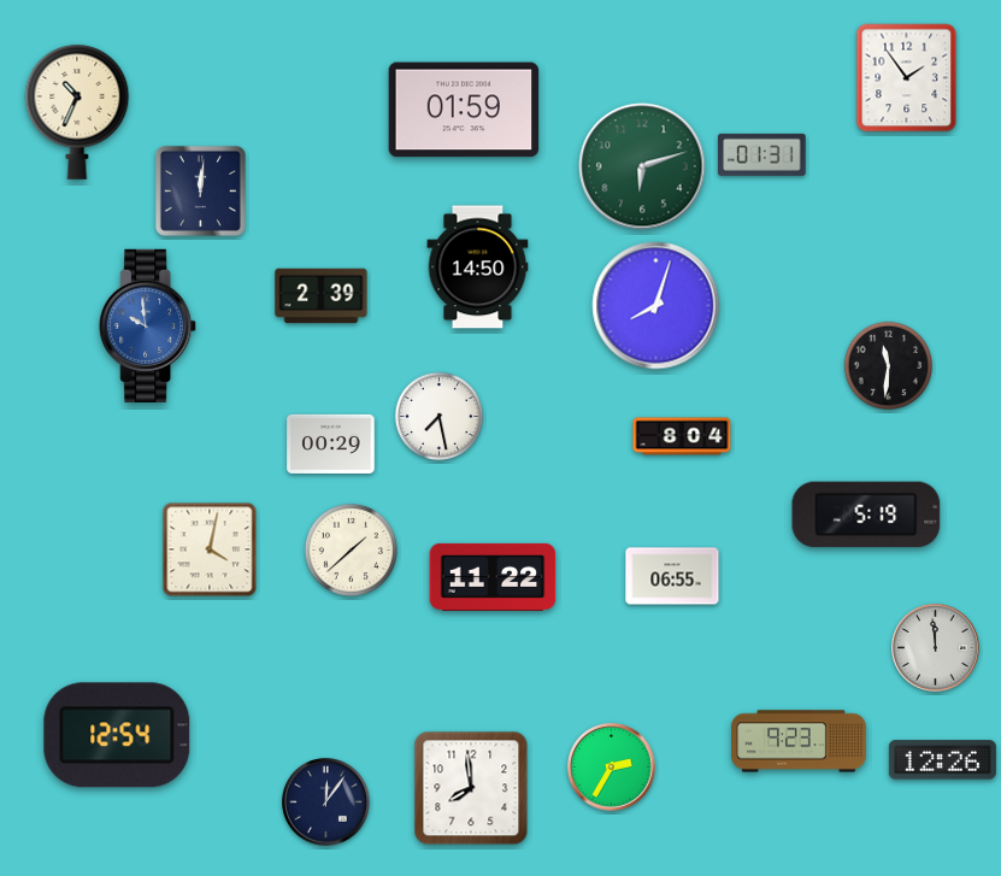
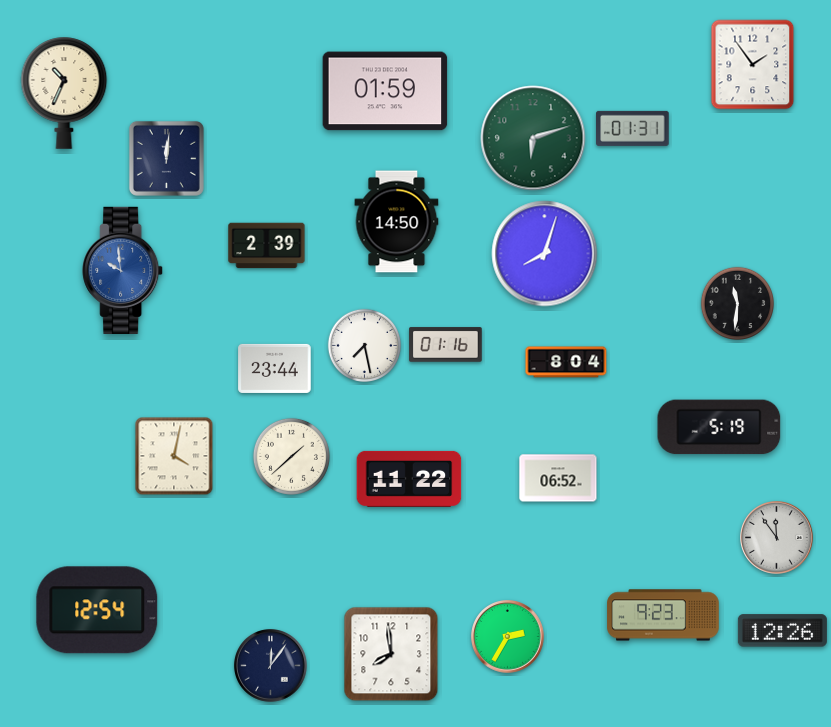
clock at (446, 345): none -> 01:16
clock at (331, 443): 00:29 -> 23:44
clock at (672, 576): 06:55 -> 06:52
clock at (936, 648): 11:59 -> 11:54
